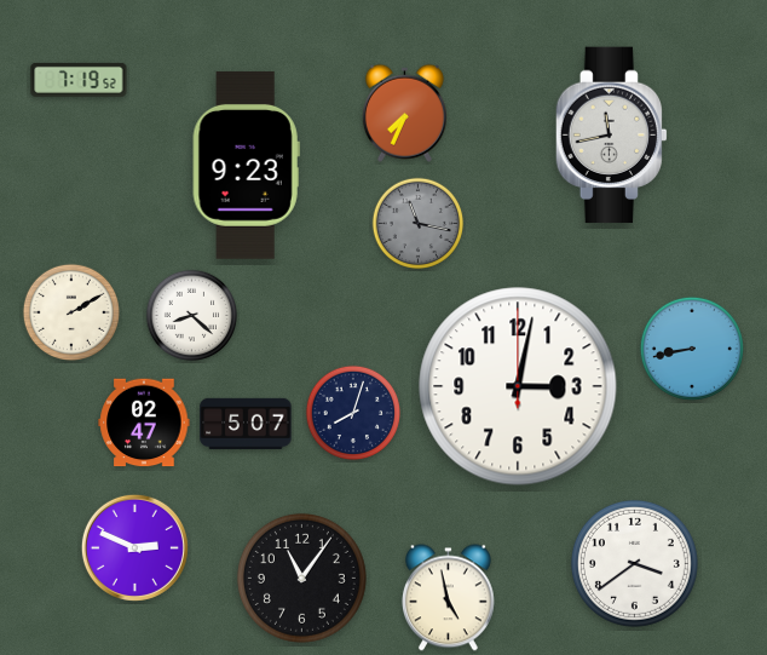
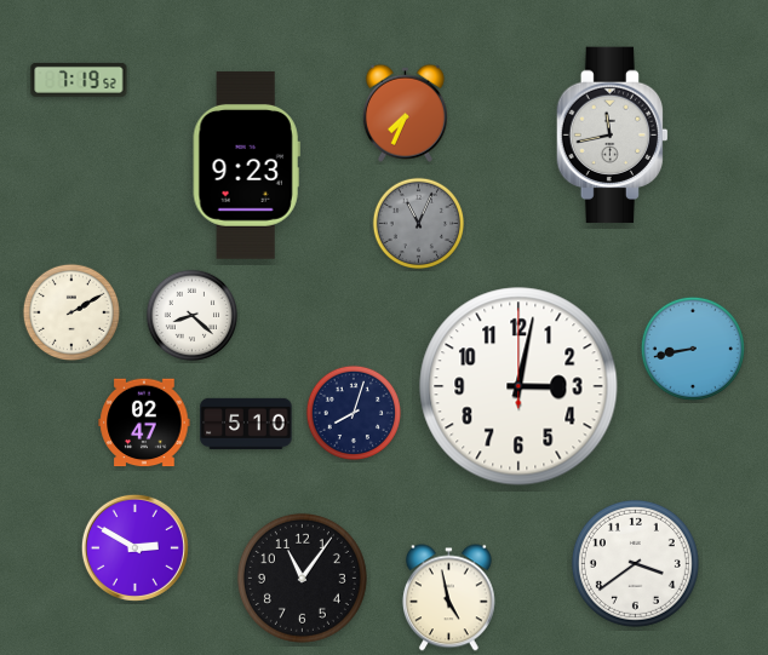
clock at (419, 224): 11:17 -> 11:04
clock at (246, 424): 5:07 -> 5:10
clock at (134, 547): 2:49 -> 2:50
